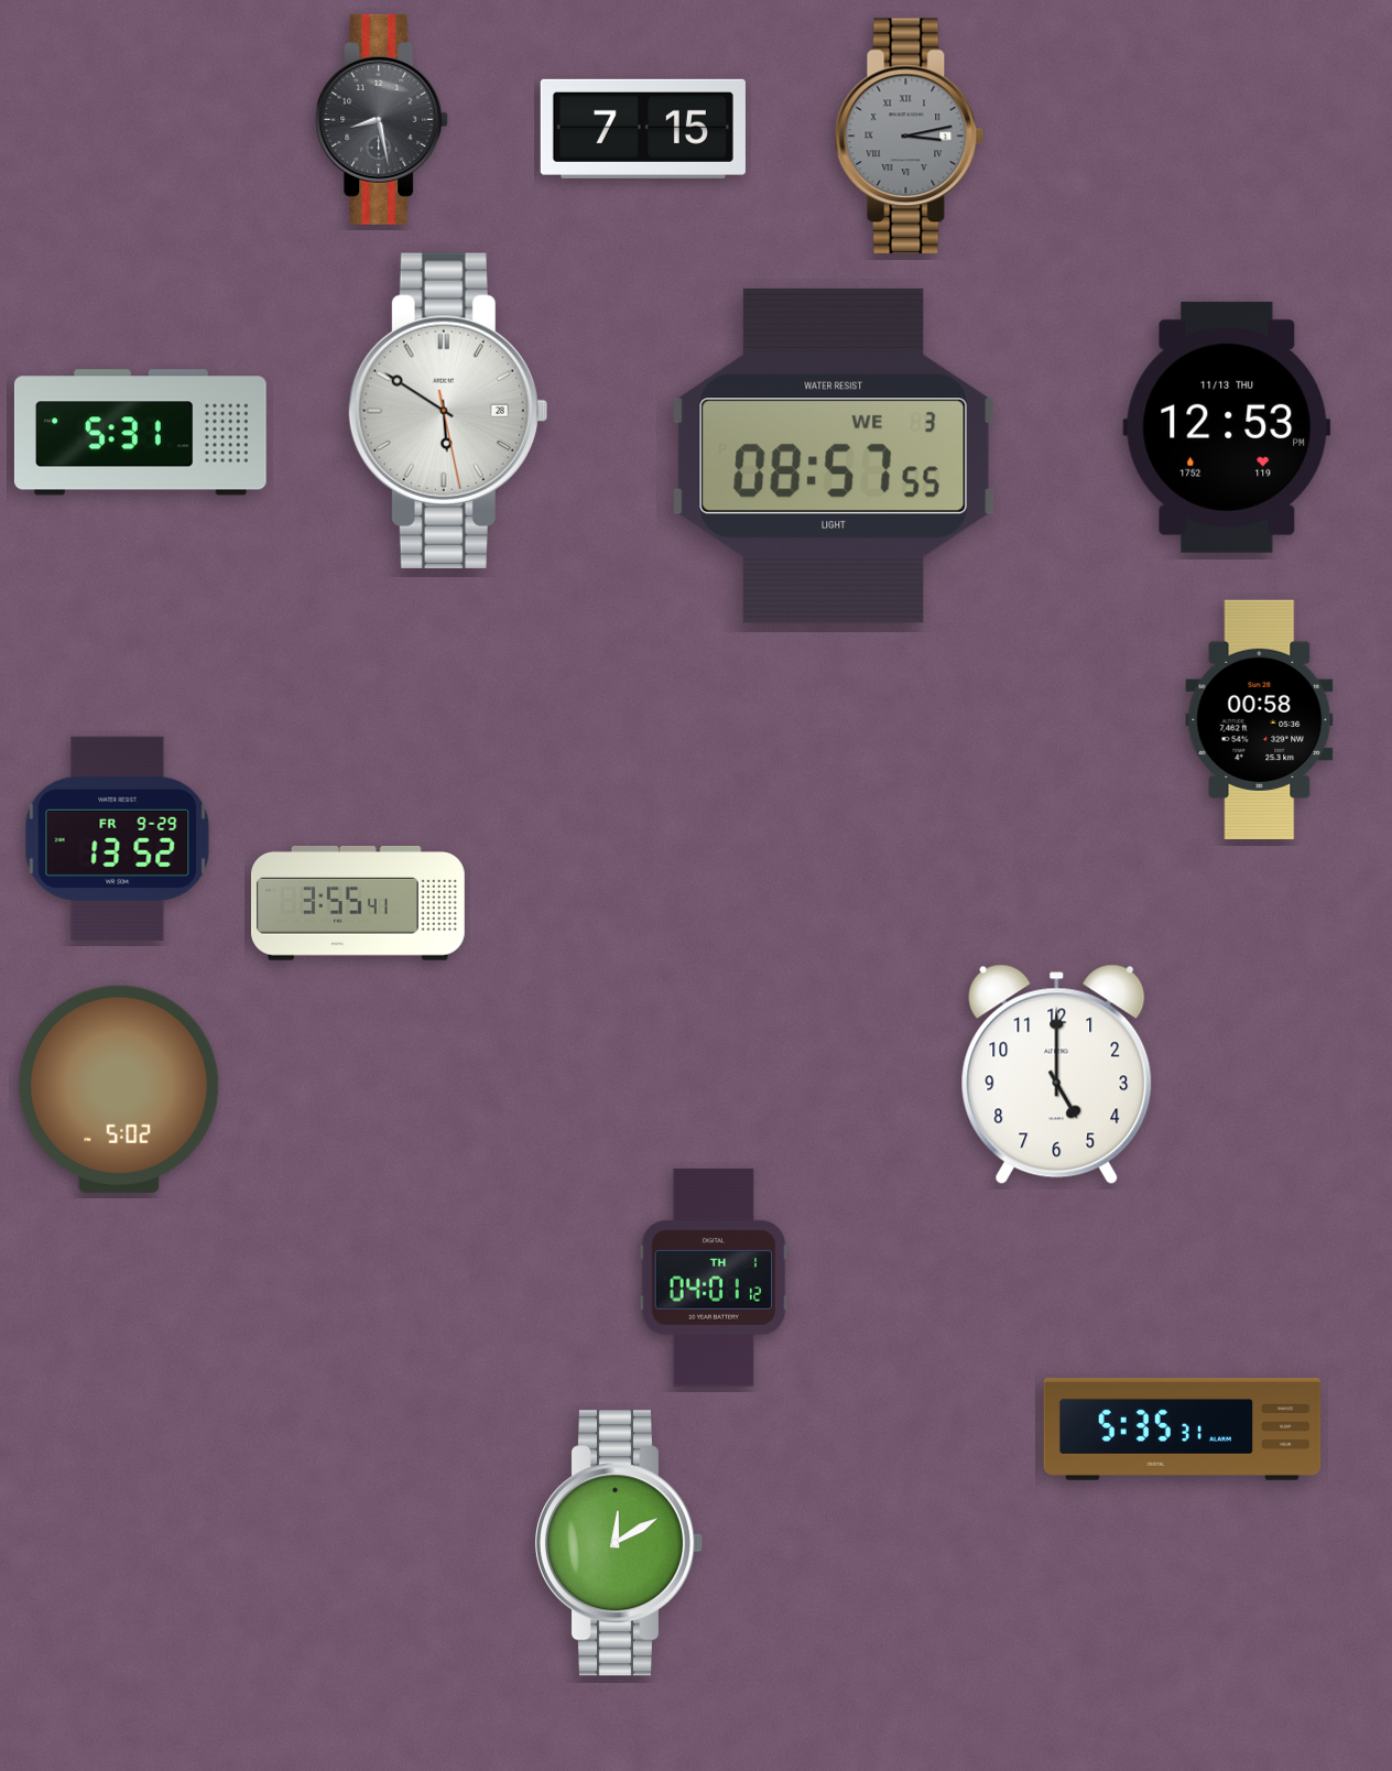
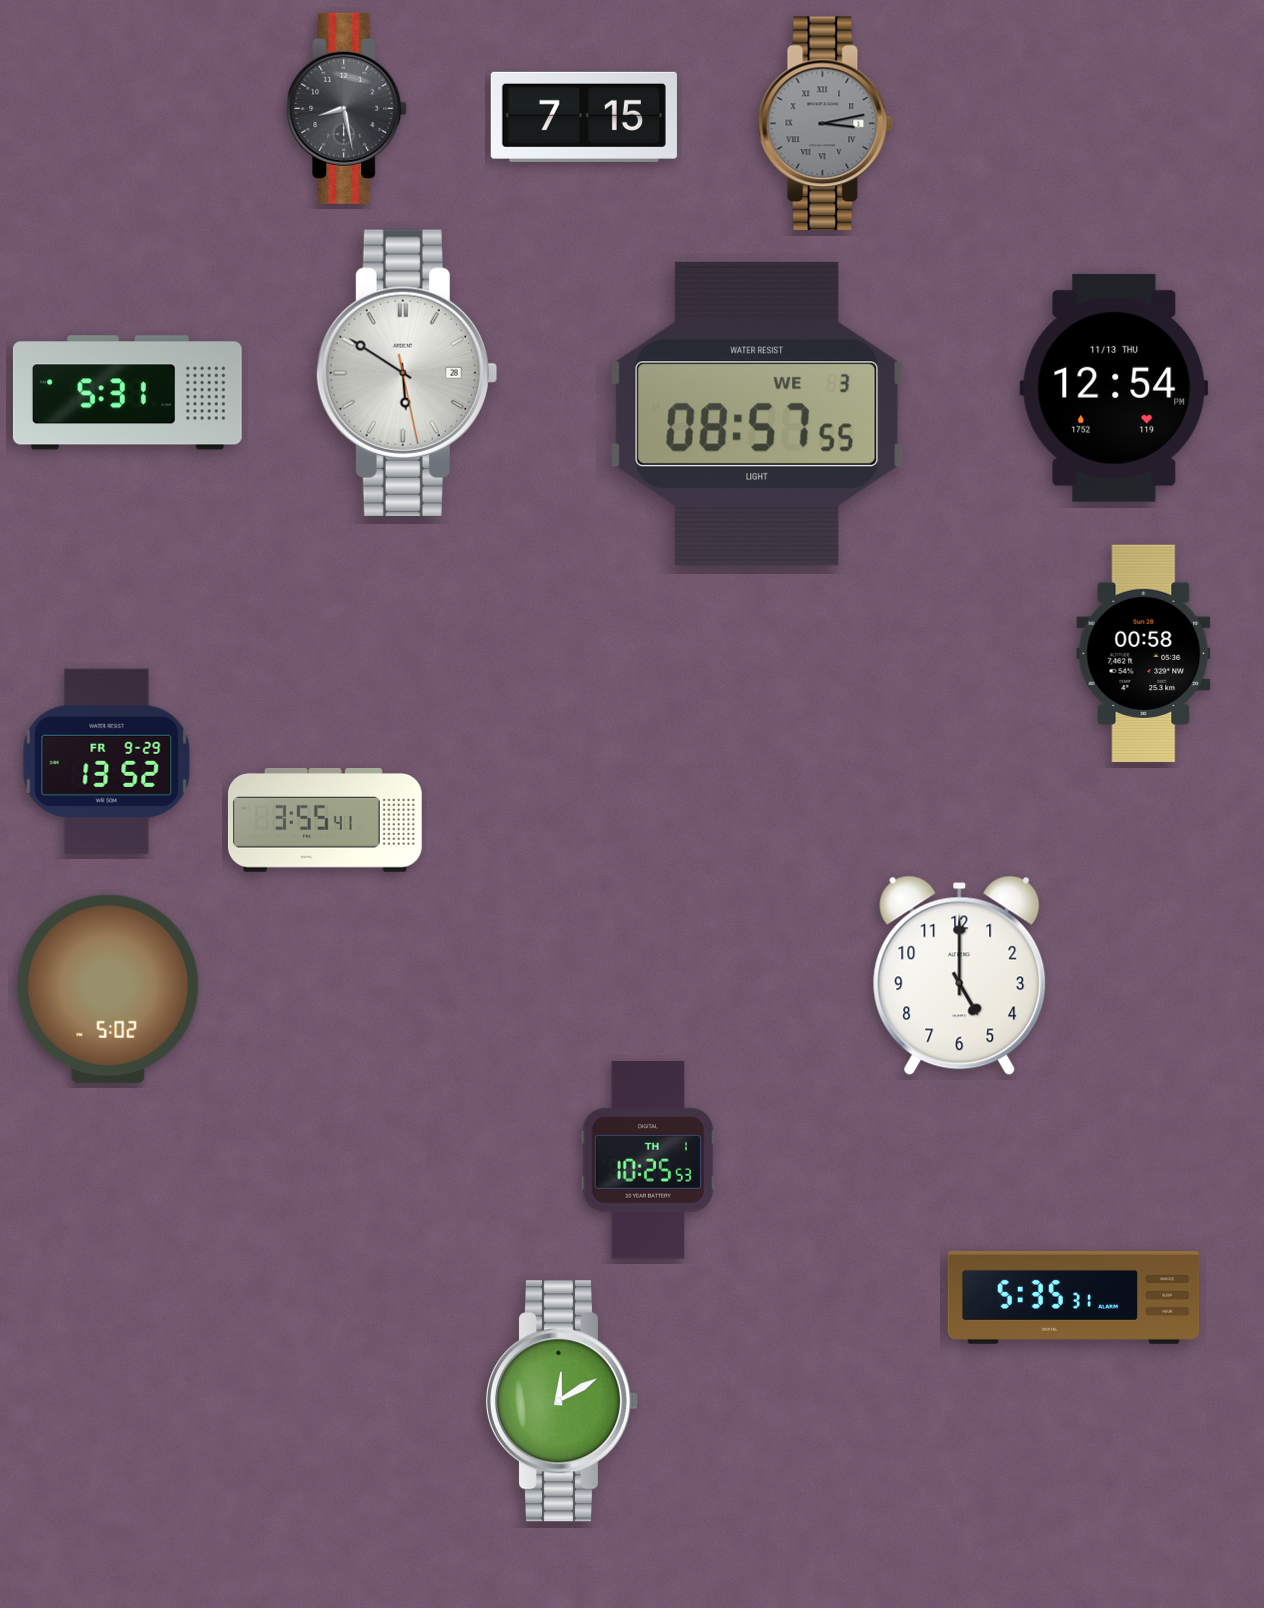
clock at (1227, 427): 12:53 -> 12:54
clock at (714, 1278): 04:01 -> 10:25
